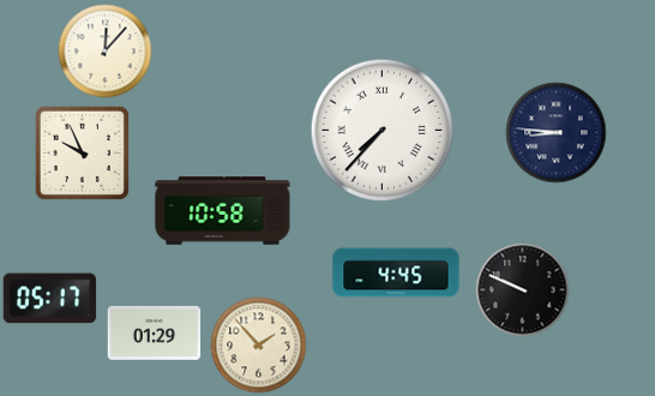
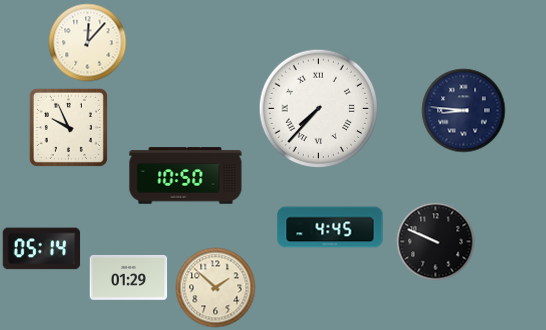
clock at (223, 211): 10:58 -> 10:50
clock at (49, 299): 05:17 -> 05:14
clock at (258, 344): 1:53 -> 1:52
